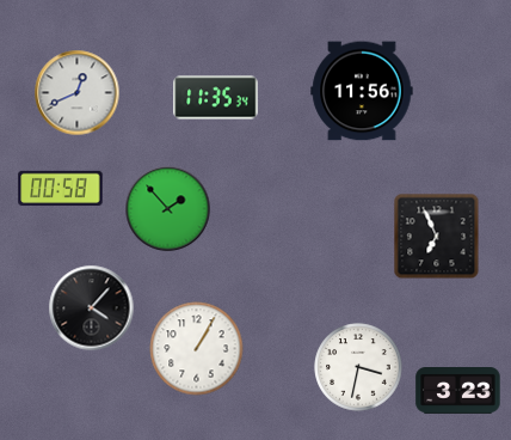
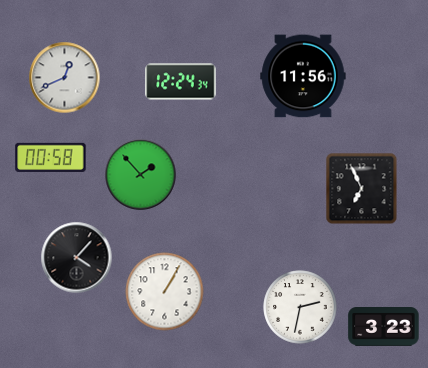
clock at (216, 98): 11:35 -> 12:24
clock at (437, 237) position: (437, 237) -> (362, 189)
clock at (358, 367): 3:32 -> 2:32
